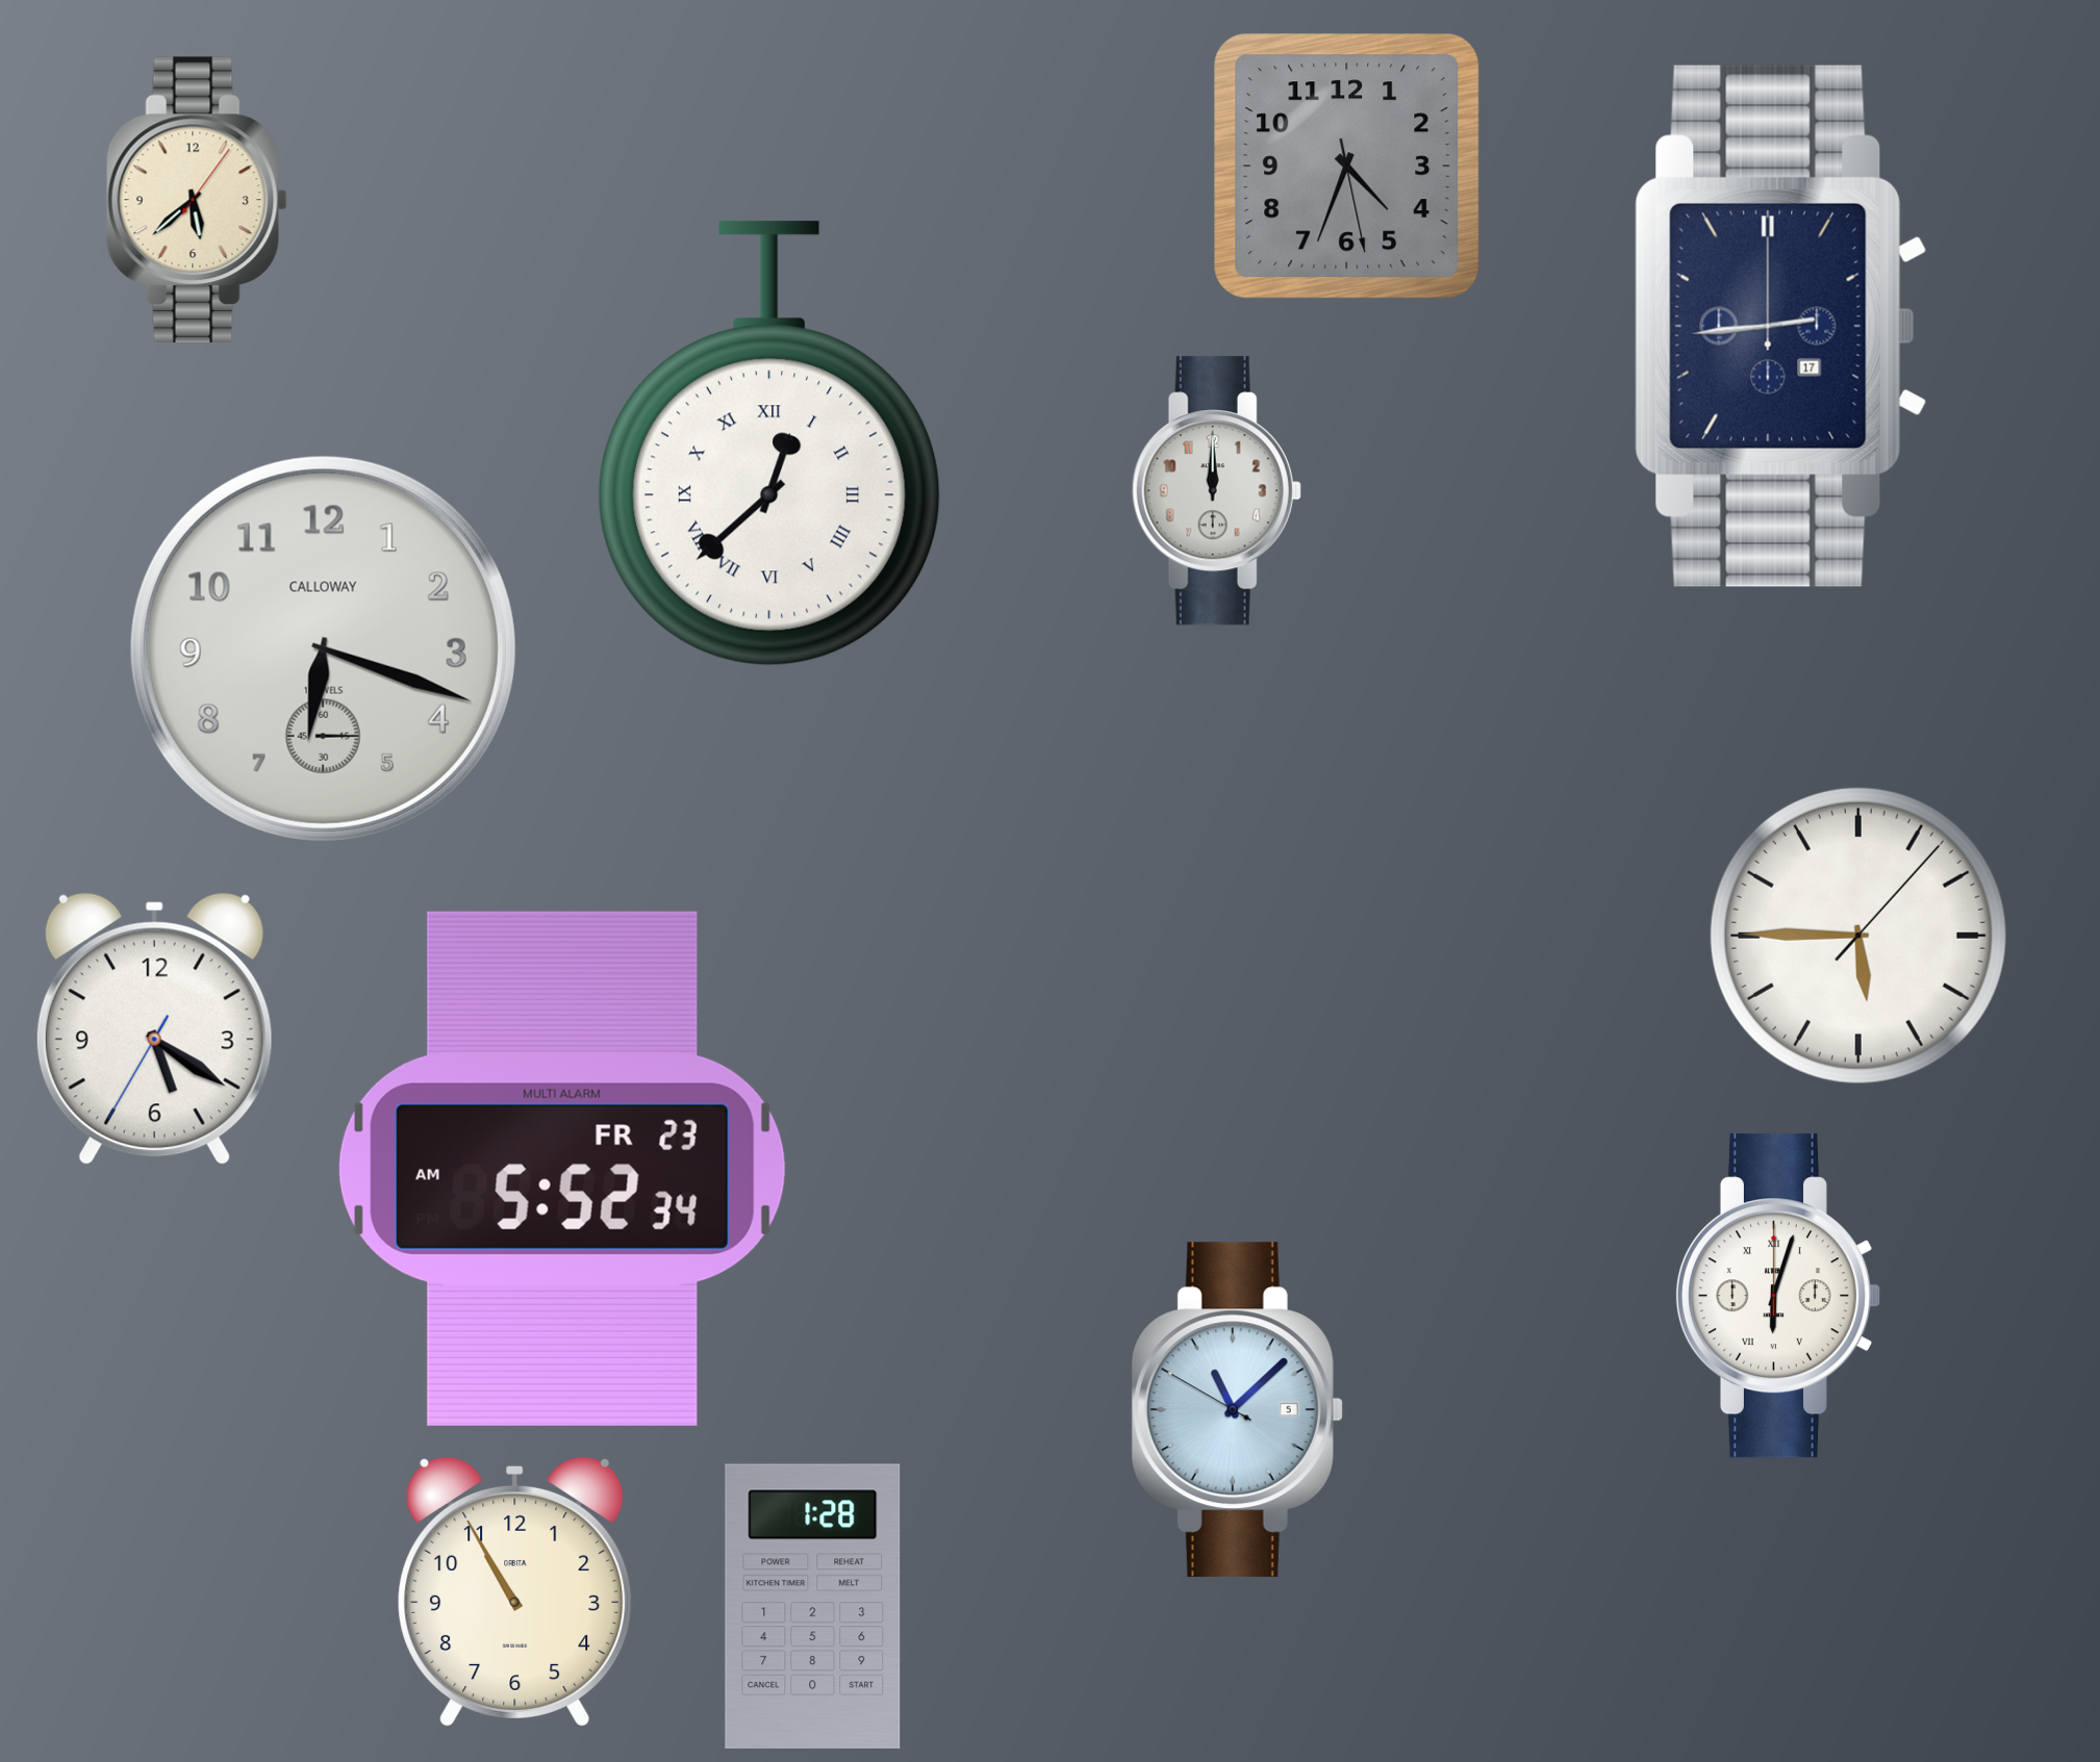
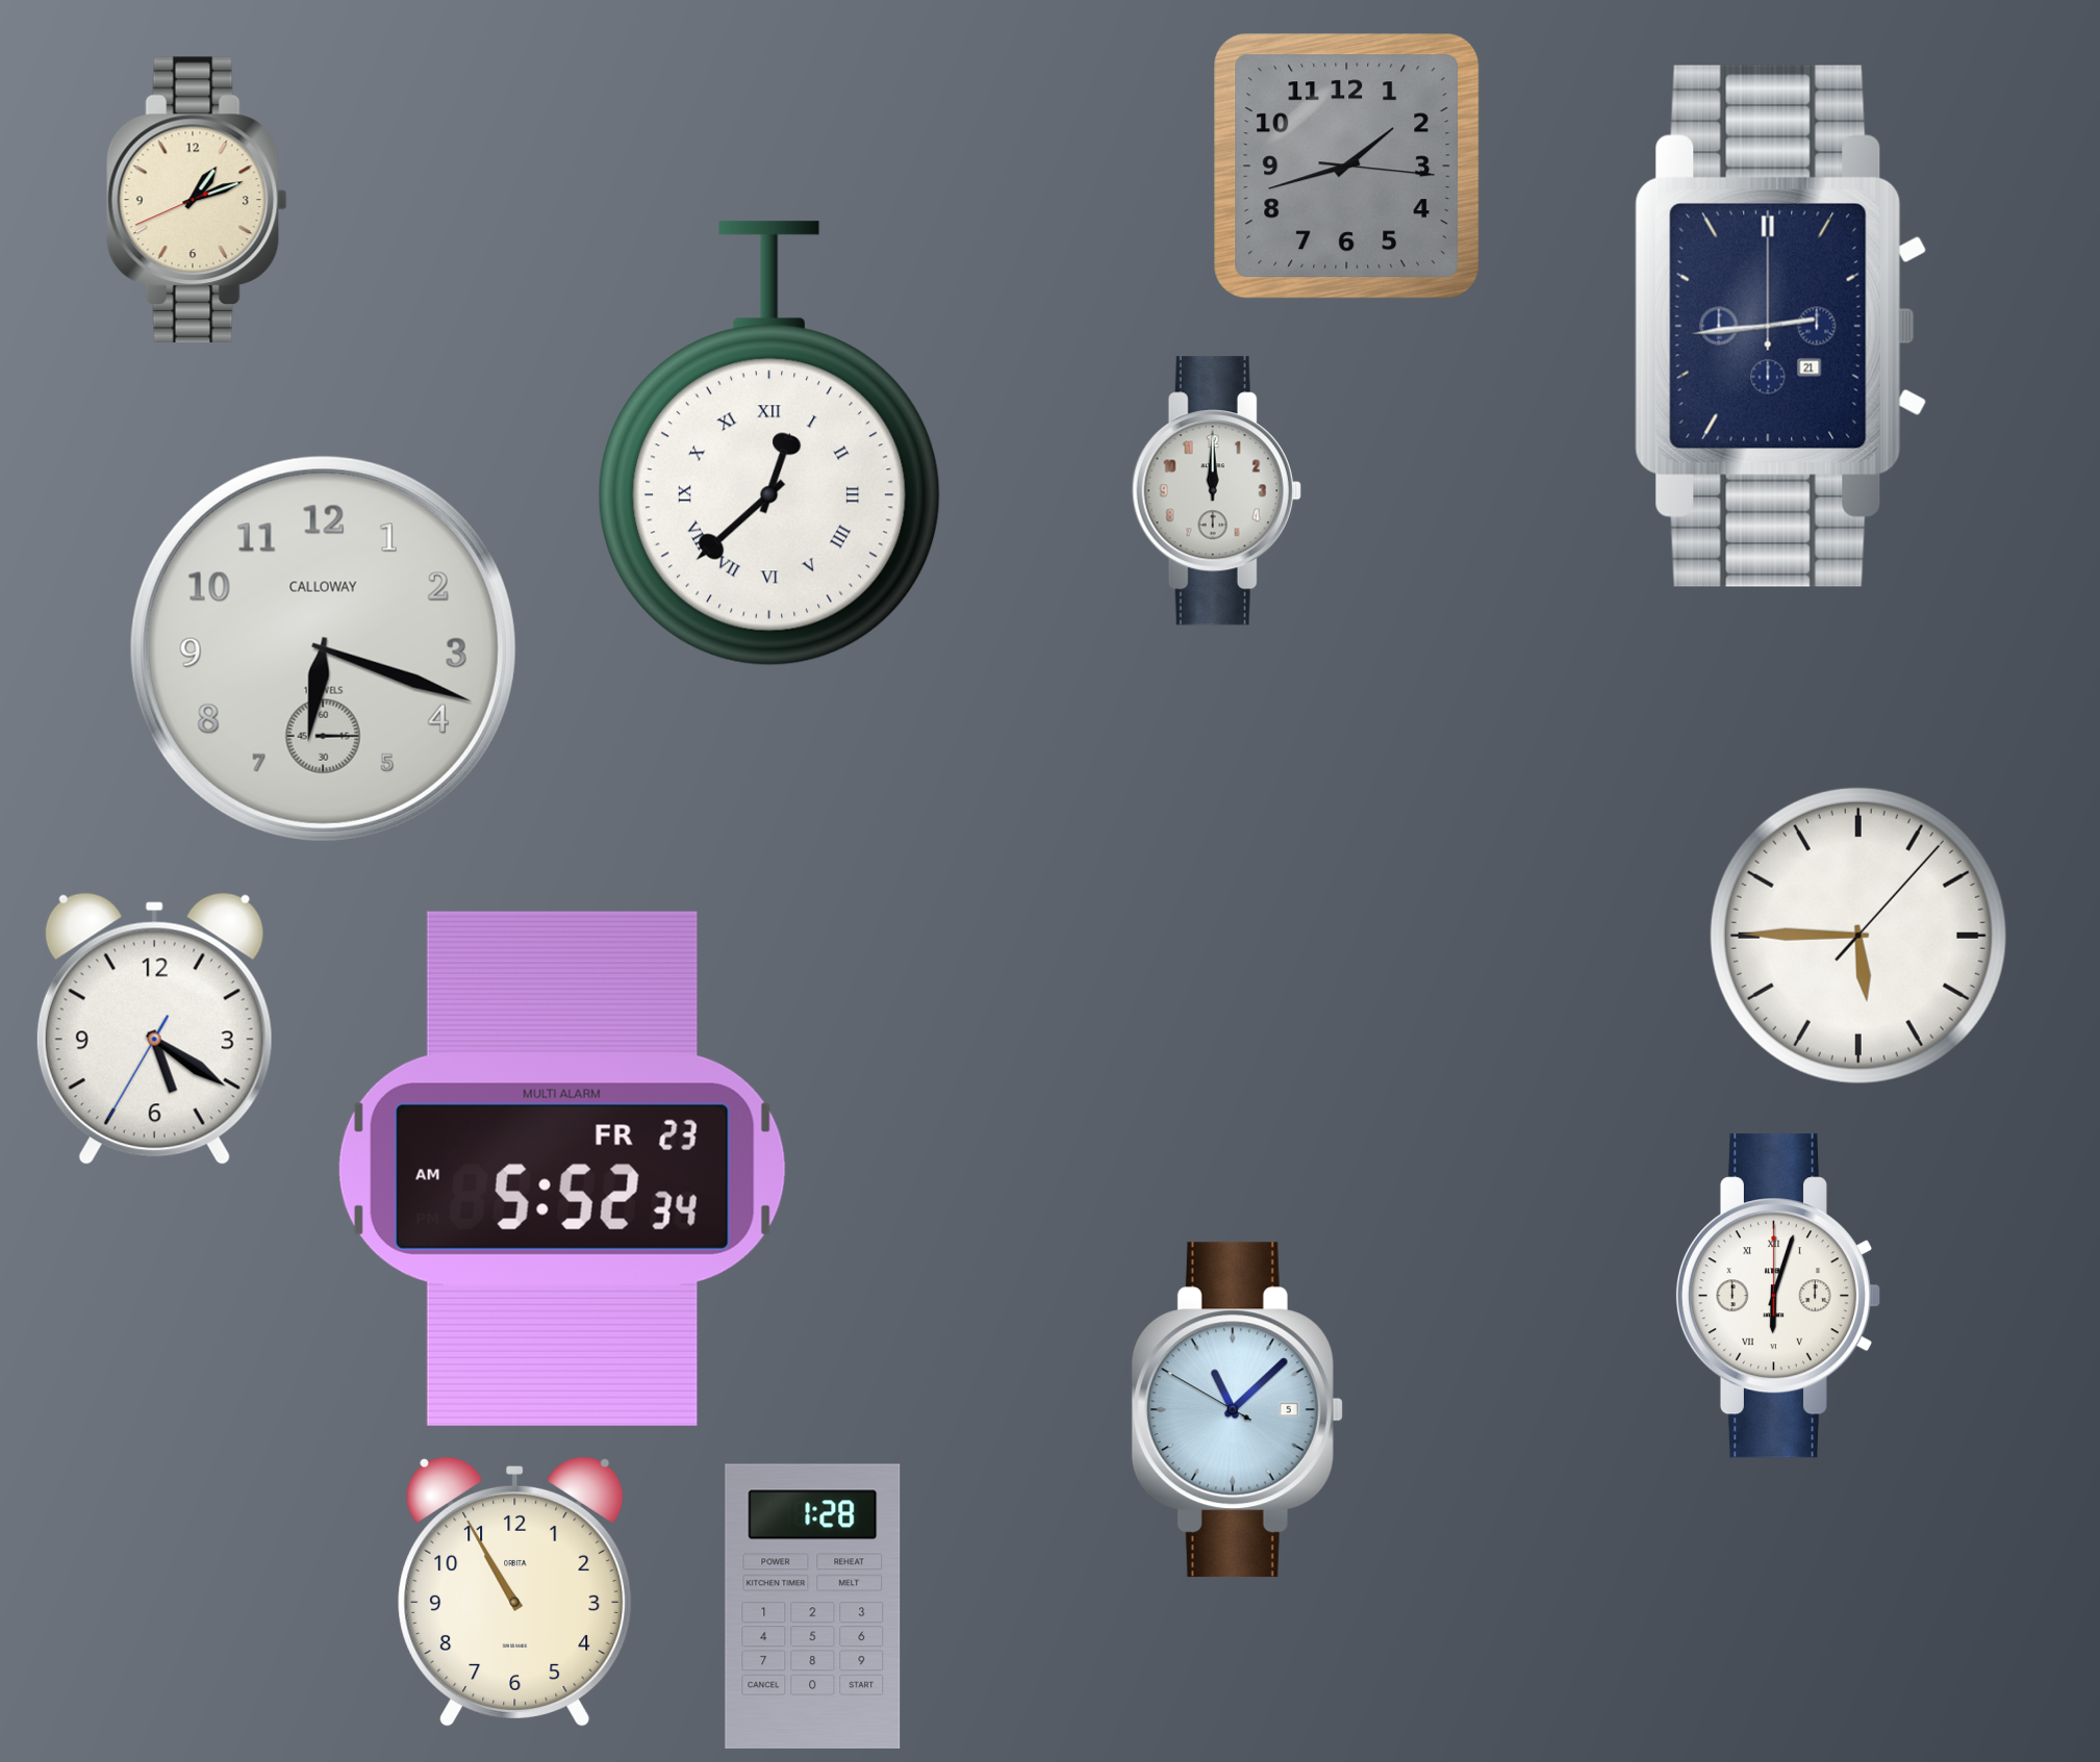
clock at (1347, 167): 4:33 -> 1:42
clock at (197, 199): 5:38 -> 1:11
clock at (1781, 326) date: 17 -> 21
